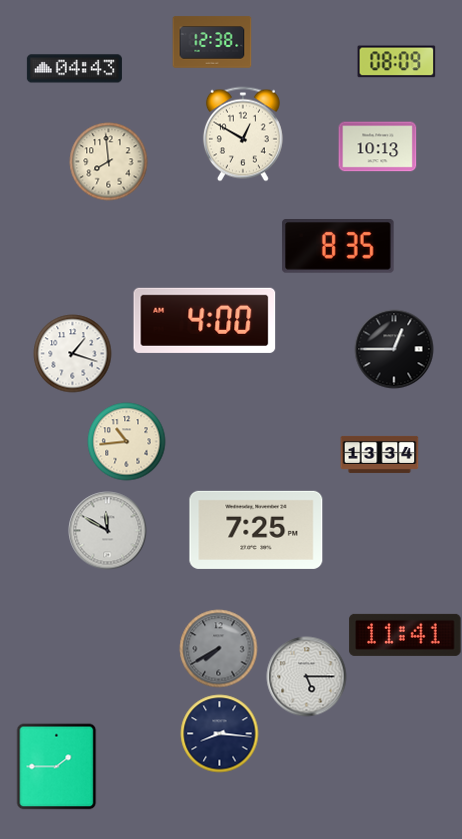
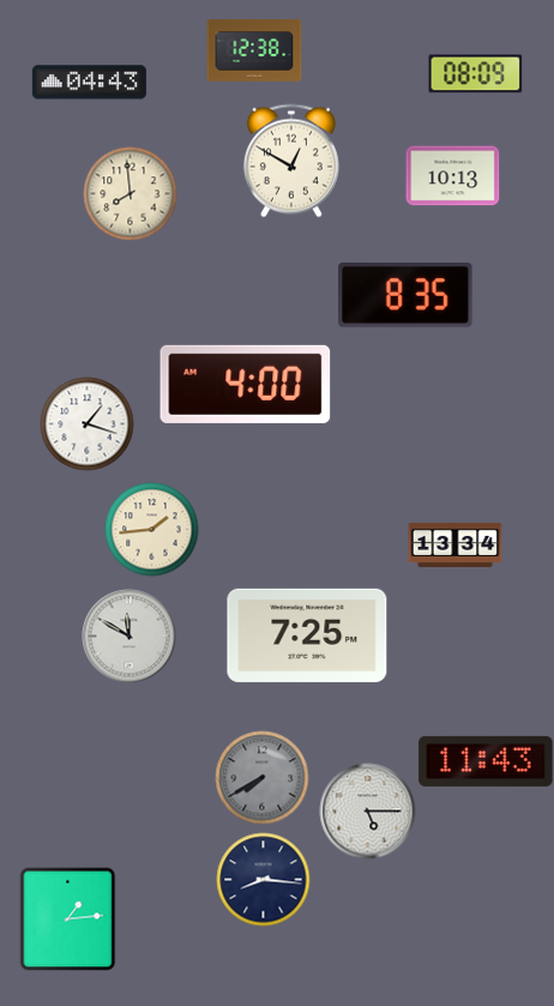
clock at (394, 349): 12:45 -> none
clock at (126, 441): 10:44 -> 1:44
clock at (405, 635): 11:41 -> 11:43
clock at (57, 766): 1:45 -> 1:14
